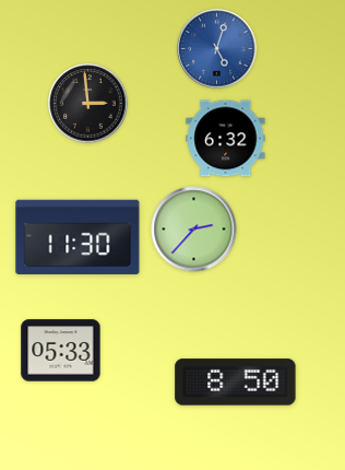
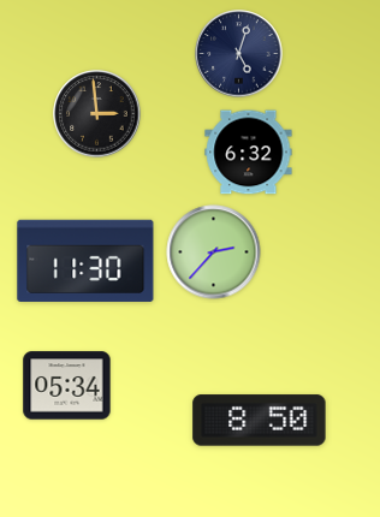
clock at (217, 49) dial: blue -> navy
clock at (61, 351): 05:33 -> 05:34
